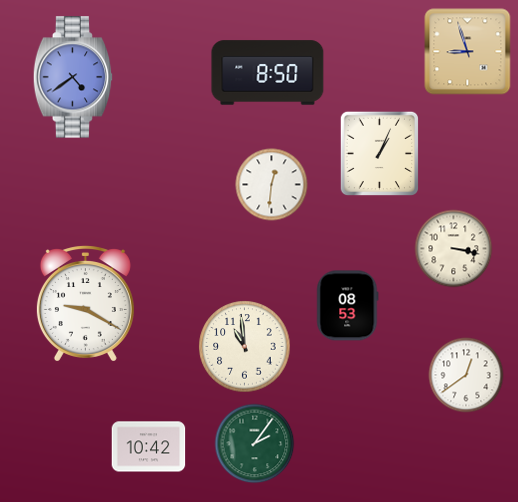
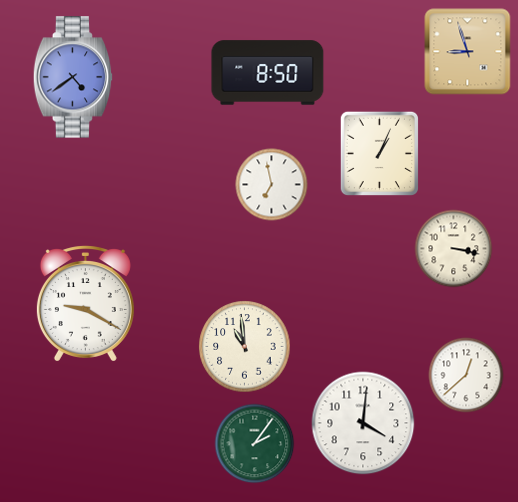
clock at (272, 185): 12:31 -> 6:58
clock at (348, 306): 08:53 -> none
clock at (466, 375): 12:39 -> 12:38
clock at (363, 423): none -> 4:01
clock at (149, 447): 10:42 -> none
